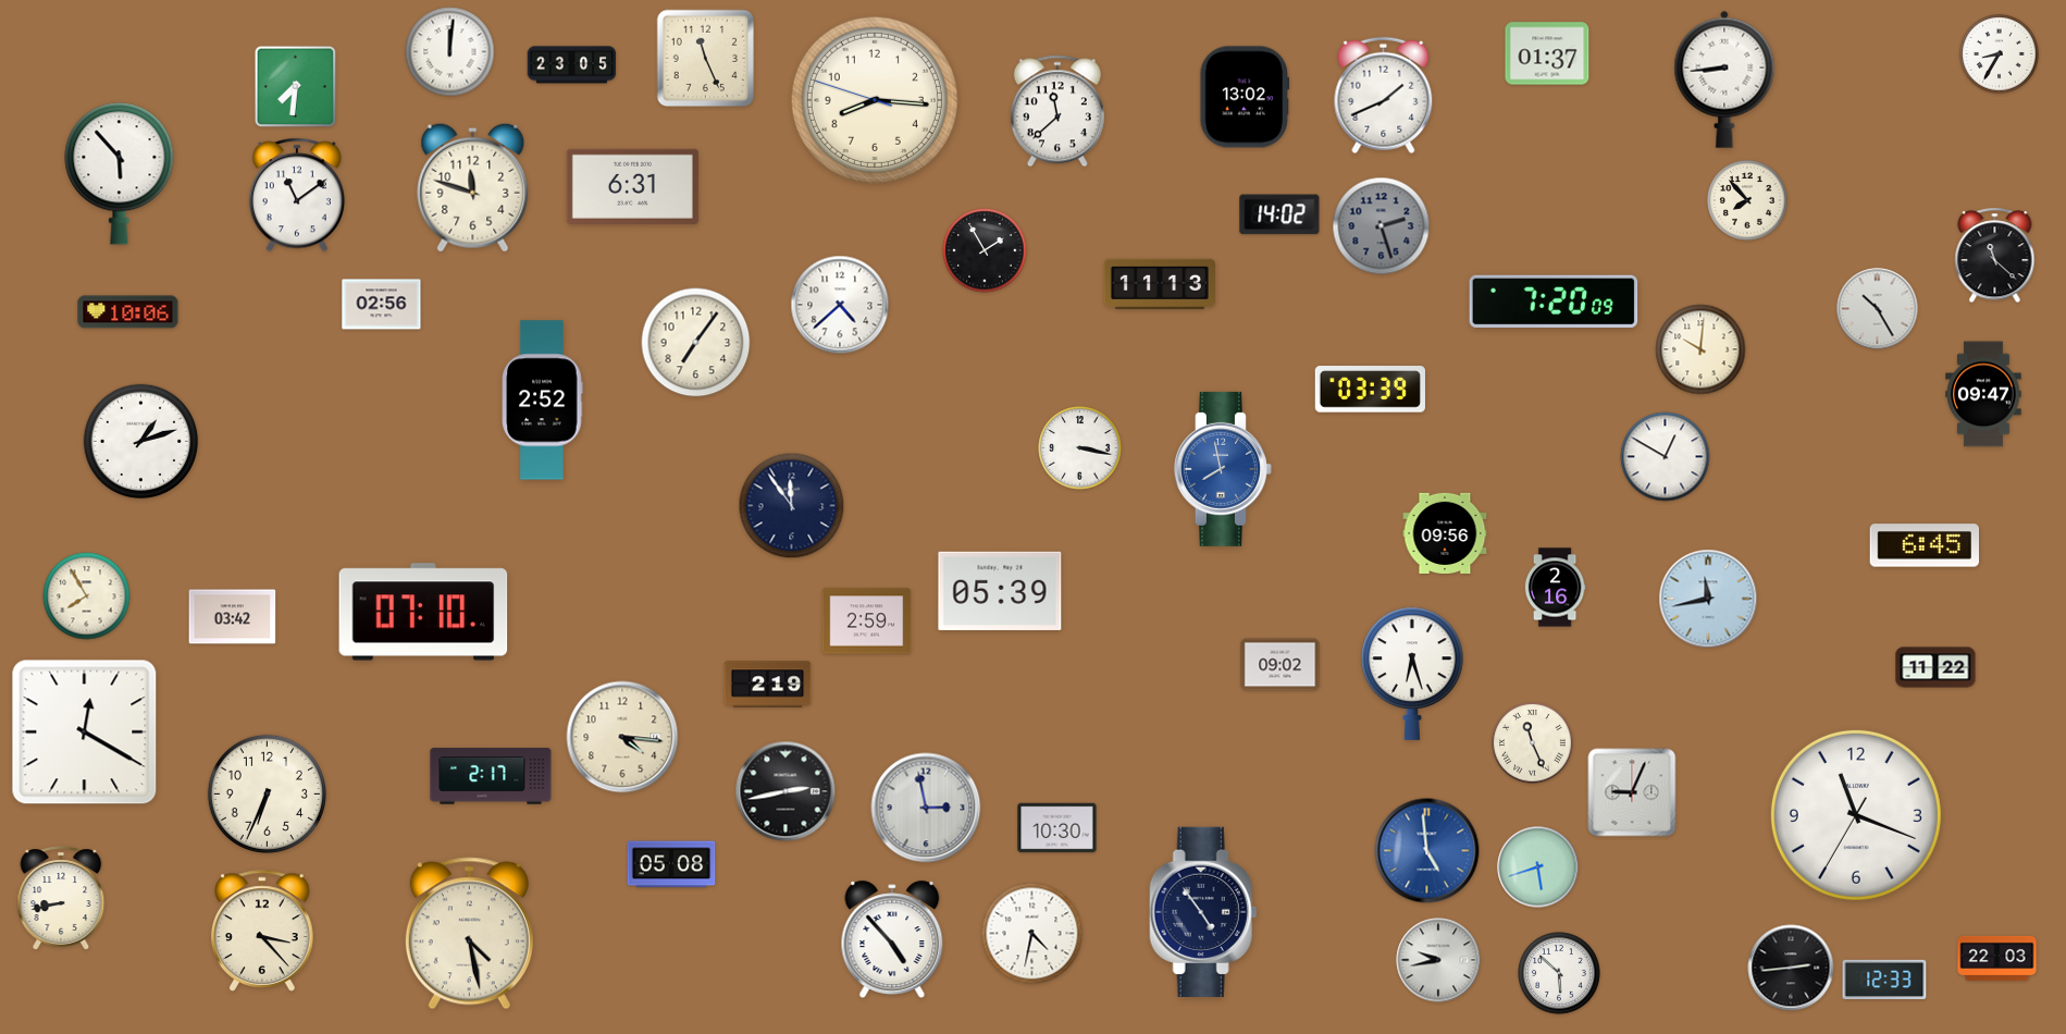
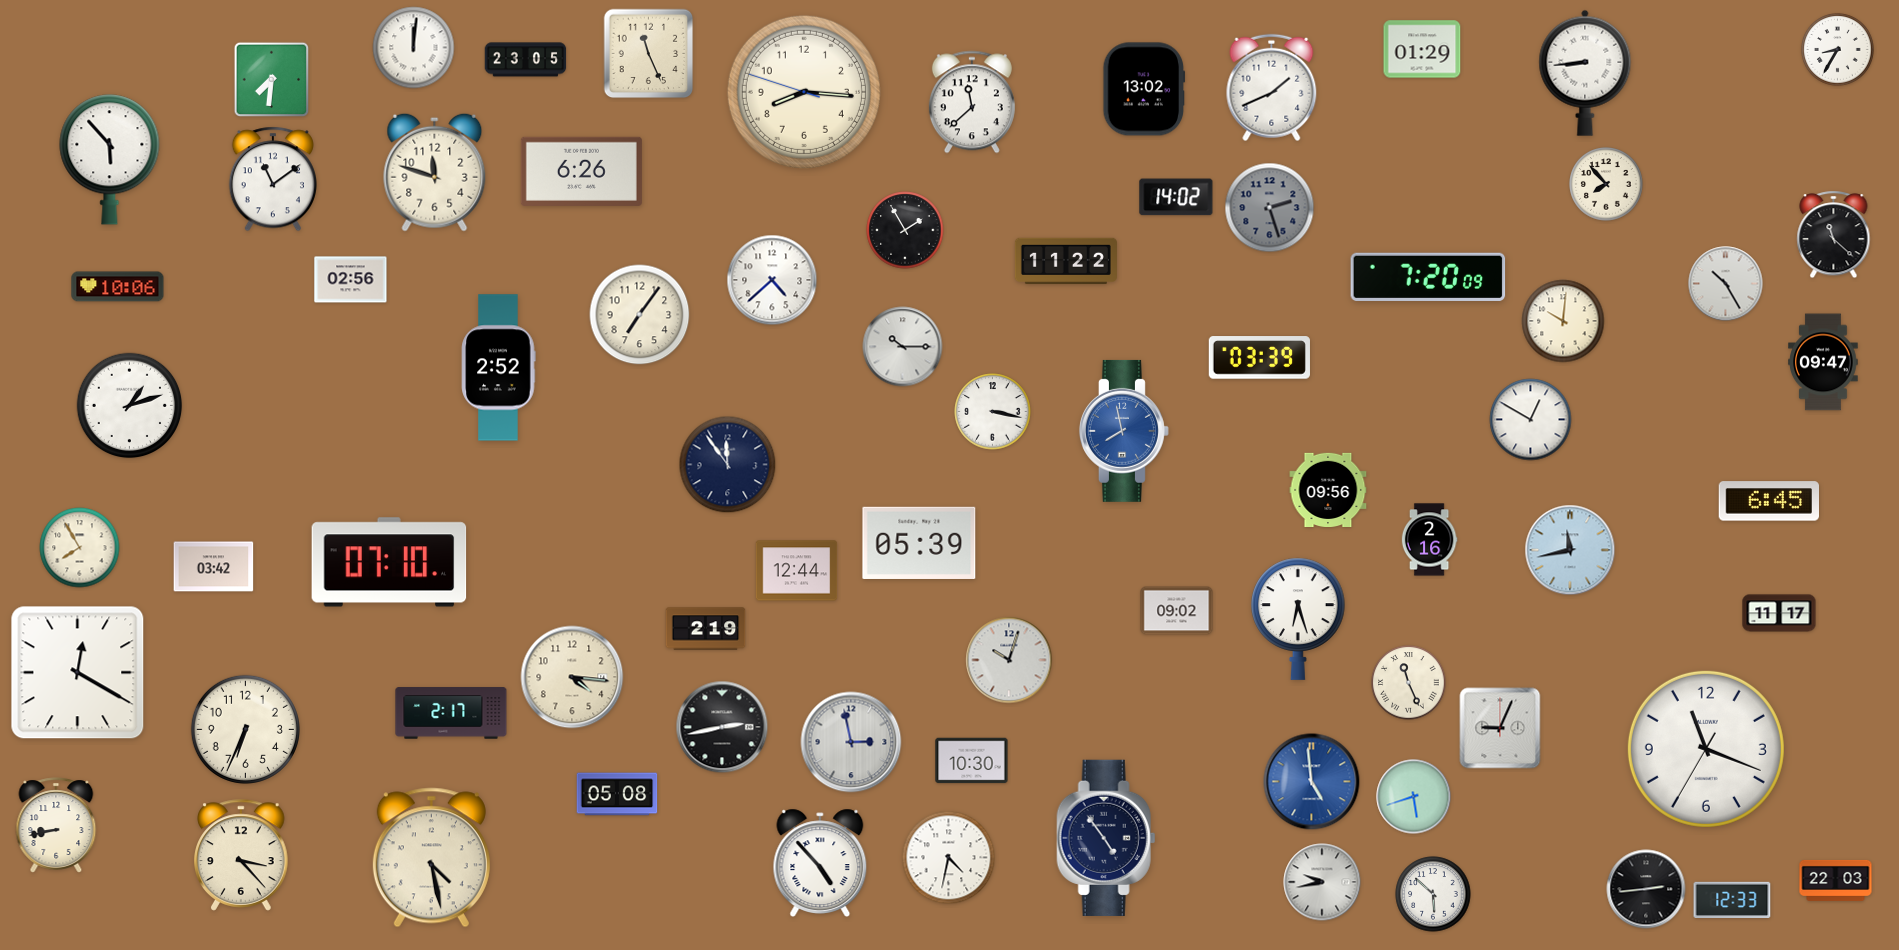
clock at (1547, 53): 01:37 -> 01:29
clock at (632, 186): 6:31 -> 6:26
clock at (1160, 284): 11:13 -> 11:22
clock at (903, 347): none -> 10:15
clock at (867, 621): 2:59 -> 12:44
clock at (1935, 667): 11:22 -> 11:17
clock at (1009, 660): none -> 10:03
